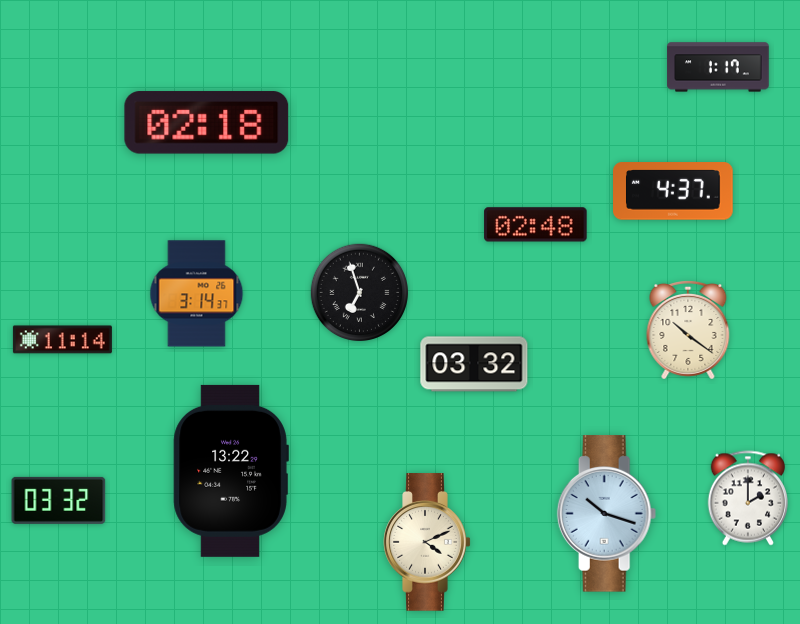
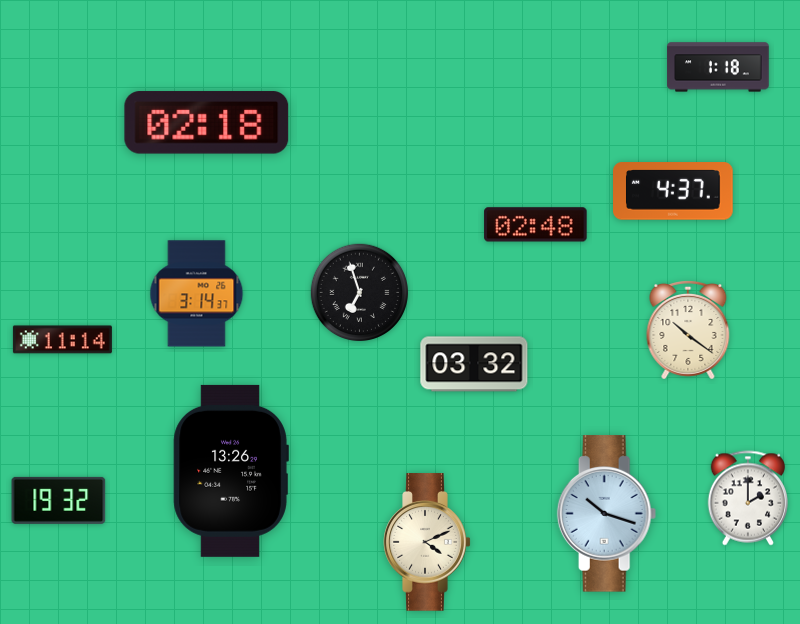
clock at (718, 67): 1:17 -> 1:18
clock at (231, 471): 13:22 -> 13:26
clock at (59, 500): 03:32 -> 19:32
